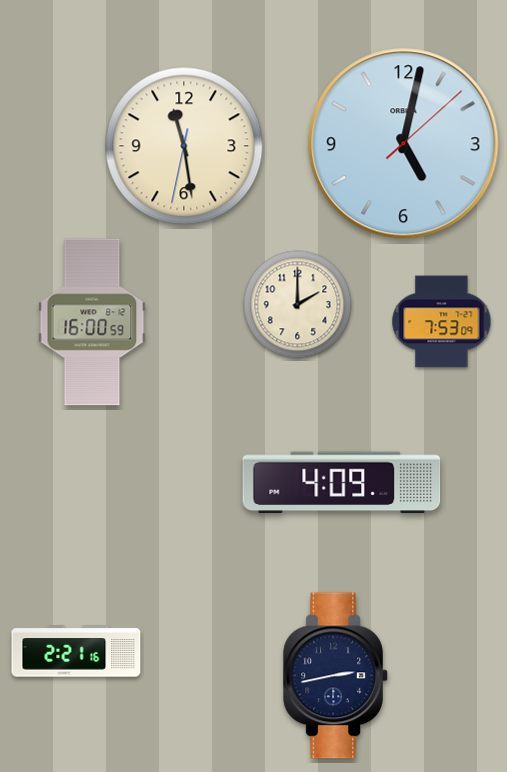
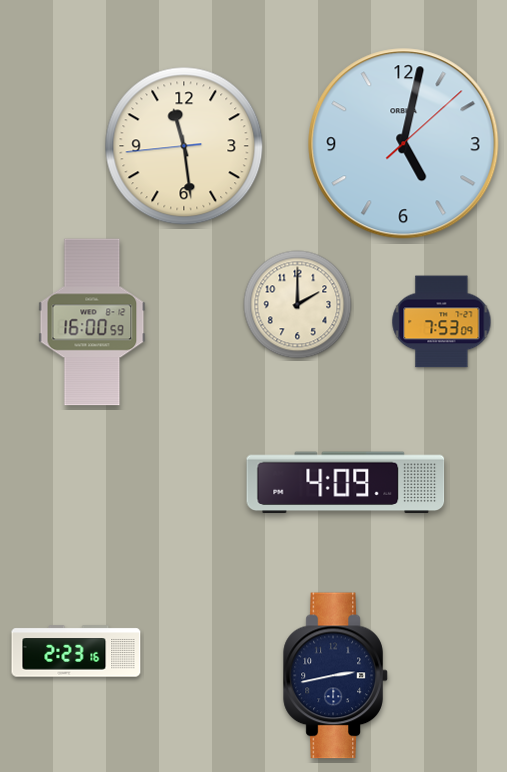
clock at (184, 146): 11:28:32 -> 11:28:44
clock at (342, 483) position: (342, 483) -> (346, 483)
clock at (76, 651): 2:21 -> 2:23
